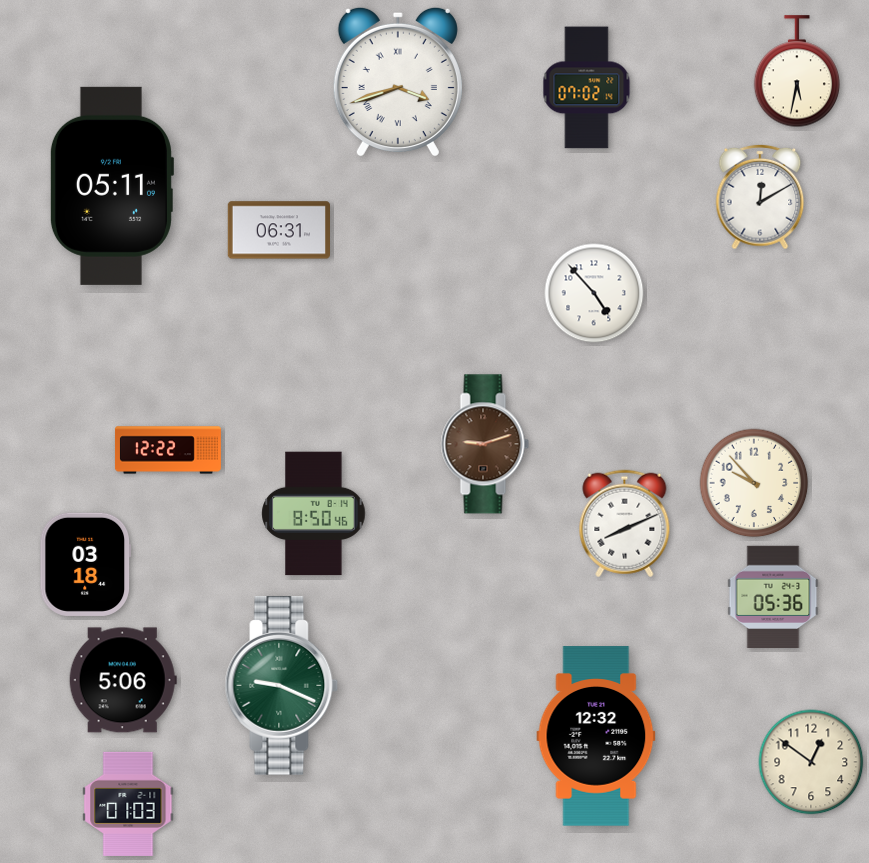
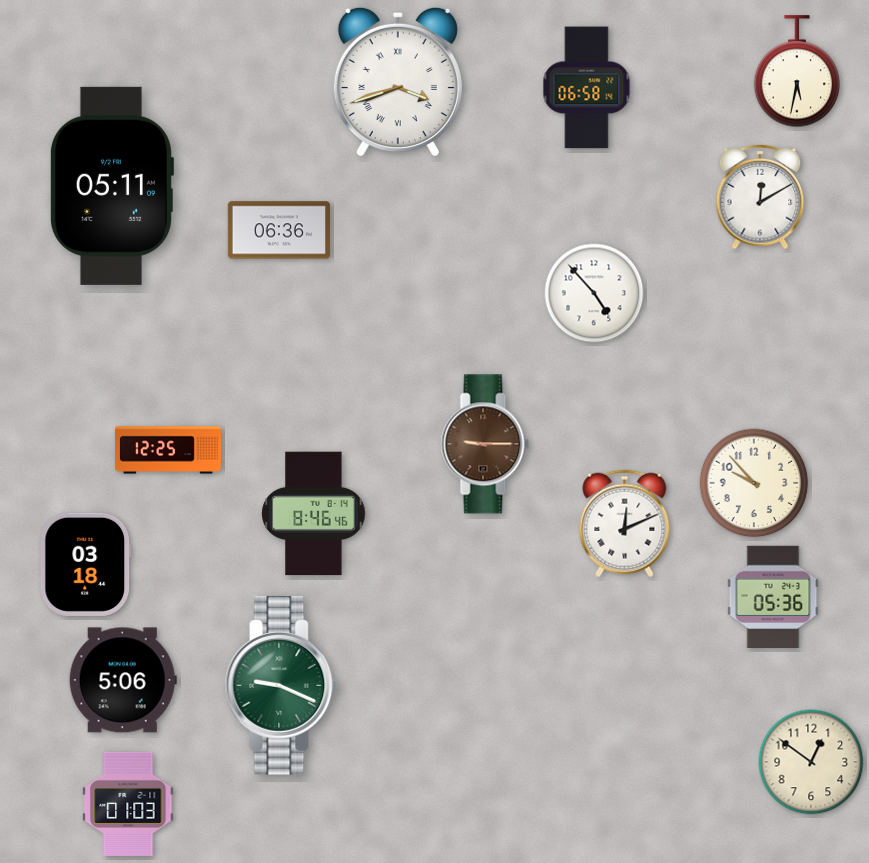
clock at (587, 88): 07:02 -> 06:58
clock at (278, 230): 06:31 -> 06:36
clock at (485, 444): 9:12 -> 9:15
clock at (168, 450): 12:22 -> 12:25
clock at (314, 514): 8:50 -> 8:46
clock at (625, 524): 8:11 -> 12:11
clock at (596, 736): 12:32 -> none
